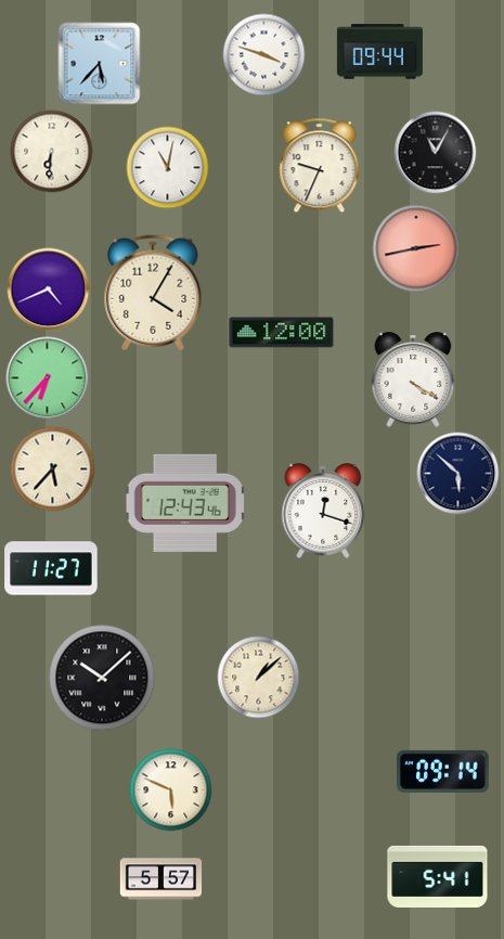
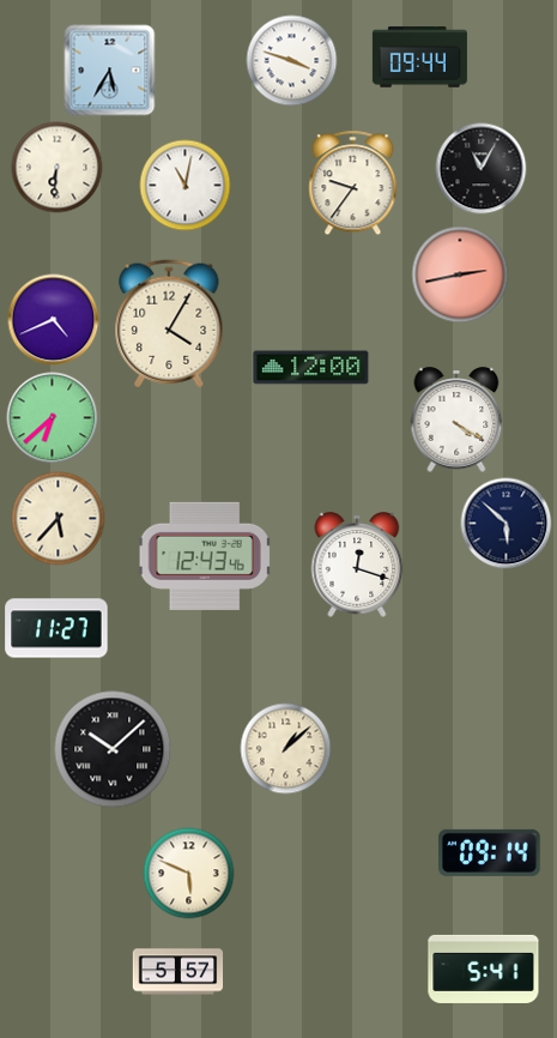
clock at (100, 64): 5:37 -> 5:35
clock at (320, 166): 9:34 -> 9:36
clock at (48, 378): 6:37 -> 6:38
